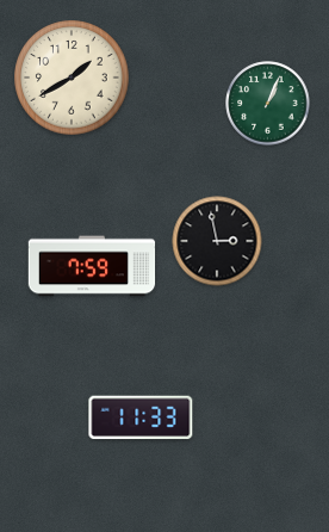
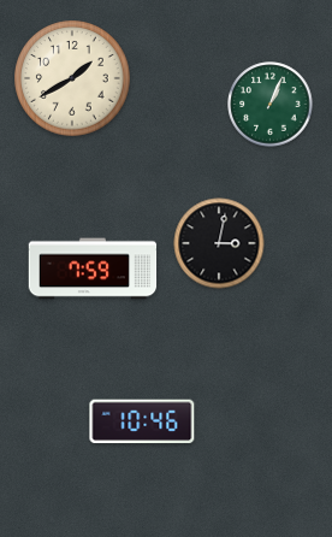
clock at (217, 241): 2:58 -> 3:02
clock at (141, 417): 11:33 -> 10:46
